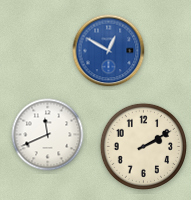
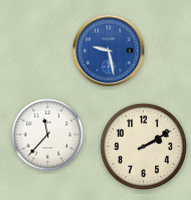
clock at (109, 51): 12:50 -> 9:28
clock at (48, 135): 11:41 -> 11:37
